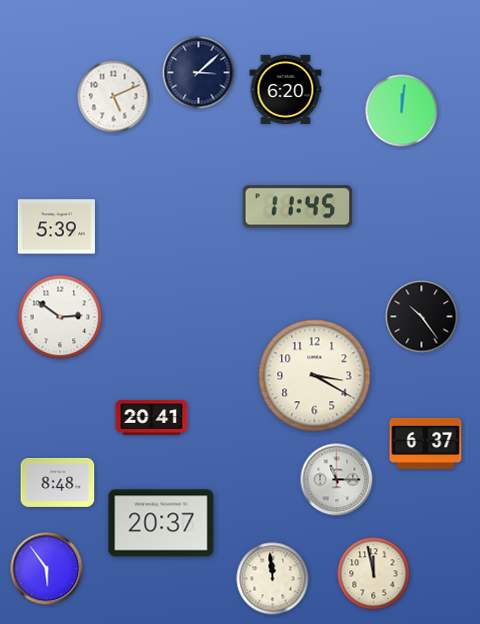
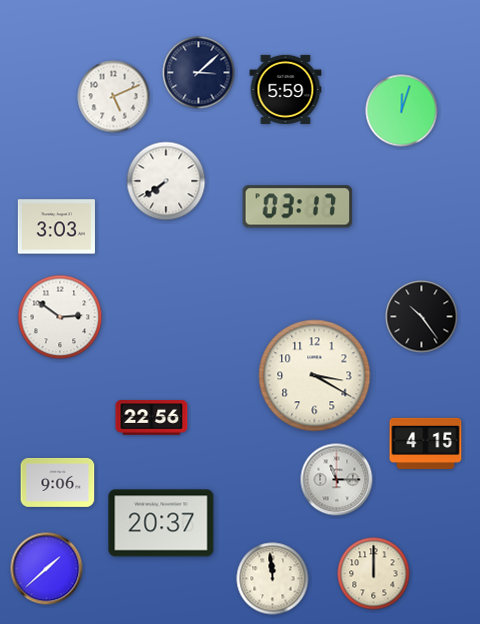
clock at (286, 89): 6:20 -> 5:59
clock at (402, 111): 12:01 -> 12:03
clock at (166, 181): none -> 7:39
clock at (298, 207): 11:45 -> 03:17
clock at (56, 227): 5:39 -> 3:03
clock at (152, 418): 20:41 -> 22:56
clock at (426, 443): 6:37 -> 4:15
clock at (58, 482): 8:48 -> 9:06
clock at (47, 569): 5:54 -> 1:38
clock at (374, 574): 11:58 -> 12:00
